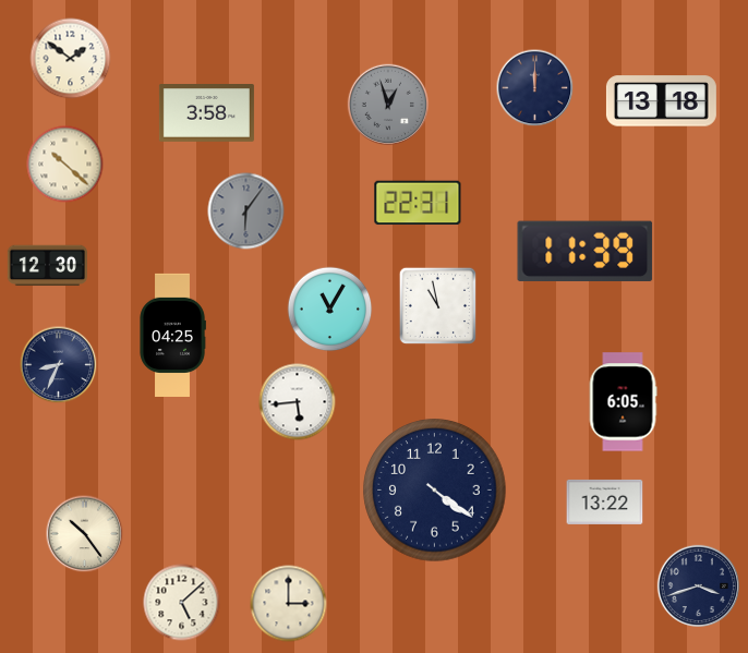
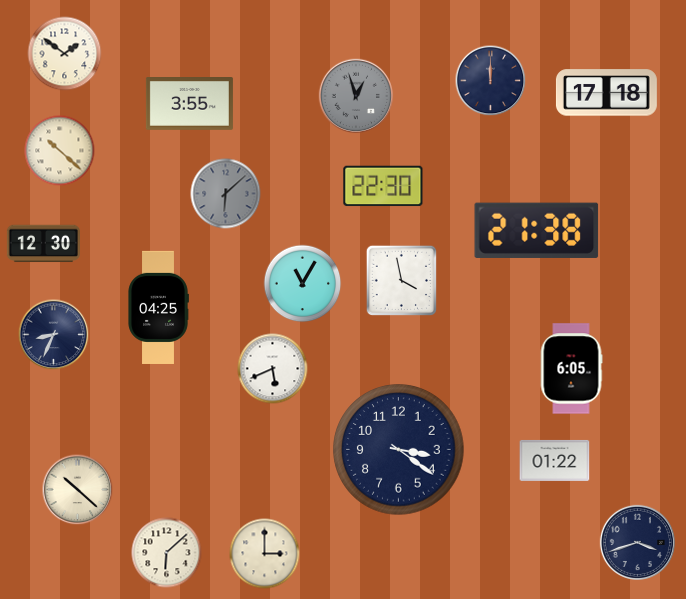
clock at (661, 101): 13:18 -> 17:18
clock at (206, 113): 3:58 -> 3:55
clock at (418, 203): 22:31 -> 22:30
clock at (246, 211): 6:06 -> 6:08
clock at (586, 251): 11:39 -> 21:38
clock at (438, 306): 10:58 -> 3:58
clock at (298, 402): 5:44 -> 5:41
clock at (435, 491): 4:21 -> 3:21
clock at (605, 501): 13:22 -> 01:22
clock at (85, 534): 10:24 -> 10:22
clock at (698, 585) position: (698, 585) -> (637, 542)
clock at (182, 603): 5:08 -> 6:08
